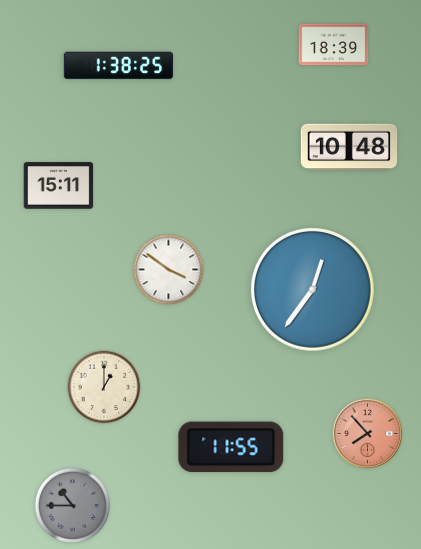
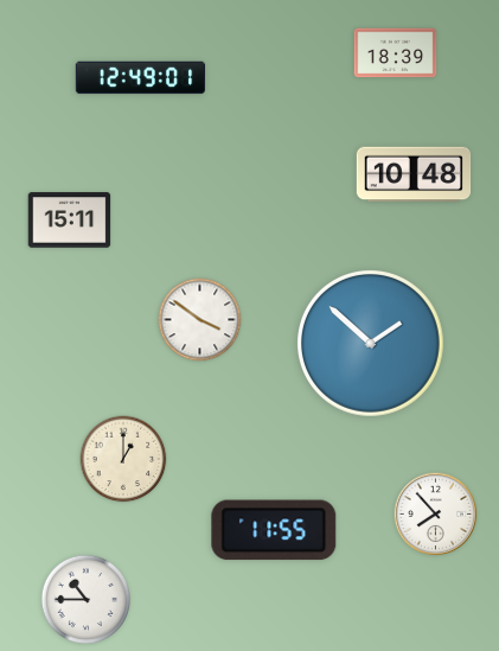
clock at (119, 66): 1:38 -> 12:49
clock at (313, 290): 12:36 -> 1:52
clock at (368, 434) dial: salmon -> white
clock at (72, 505) dial: grey -> white
